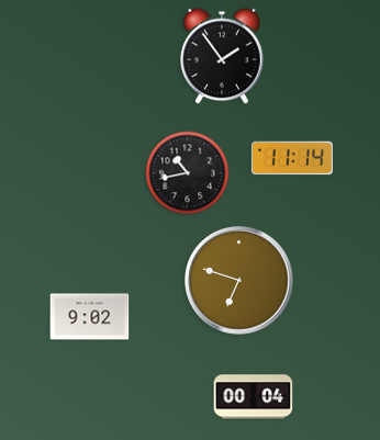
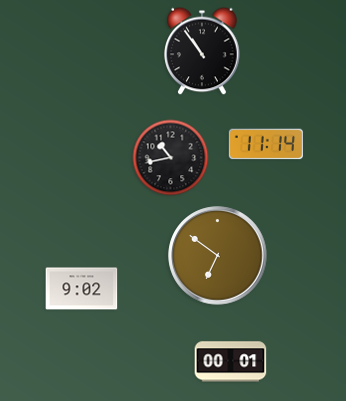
clock at (222, 56): 1:54 -> 10:54
clock at (239, 281): 6:48 -> 6:51
clock at (254, 397): 00:04 -> 00:01
